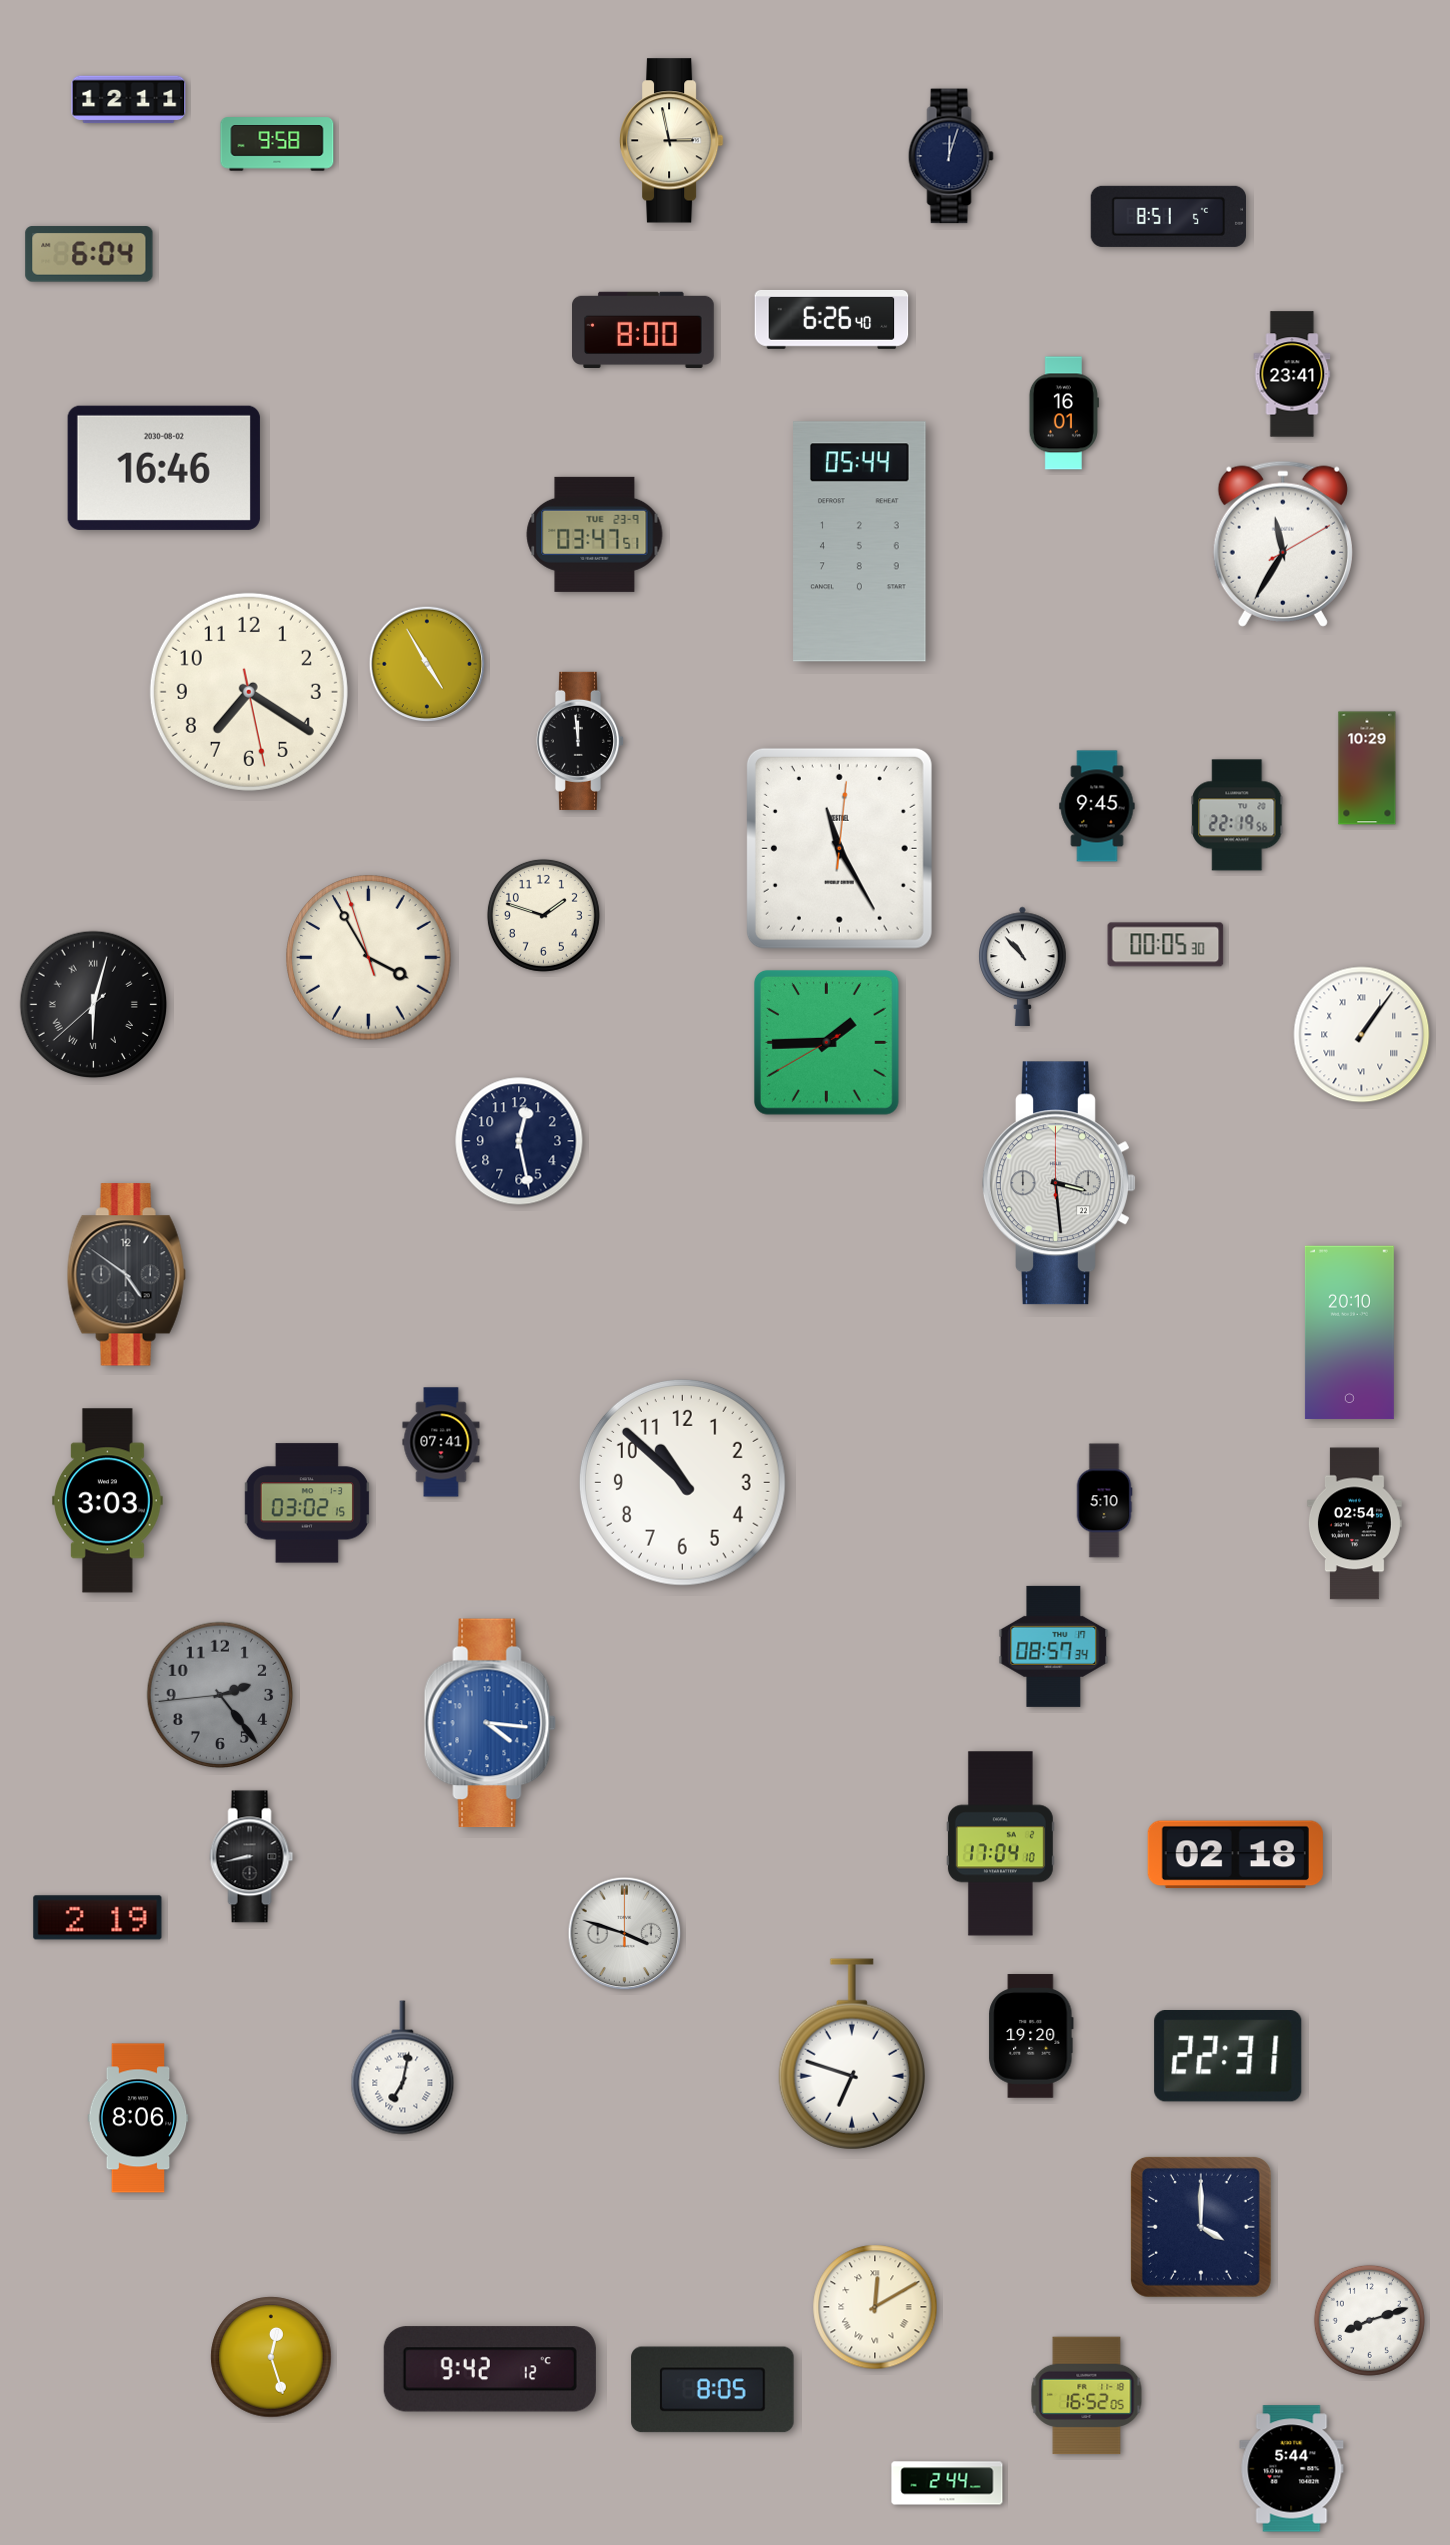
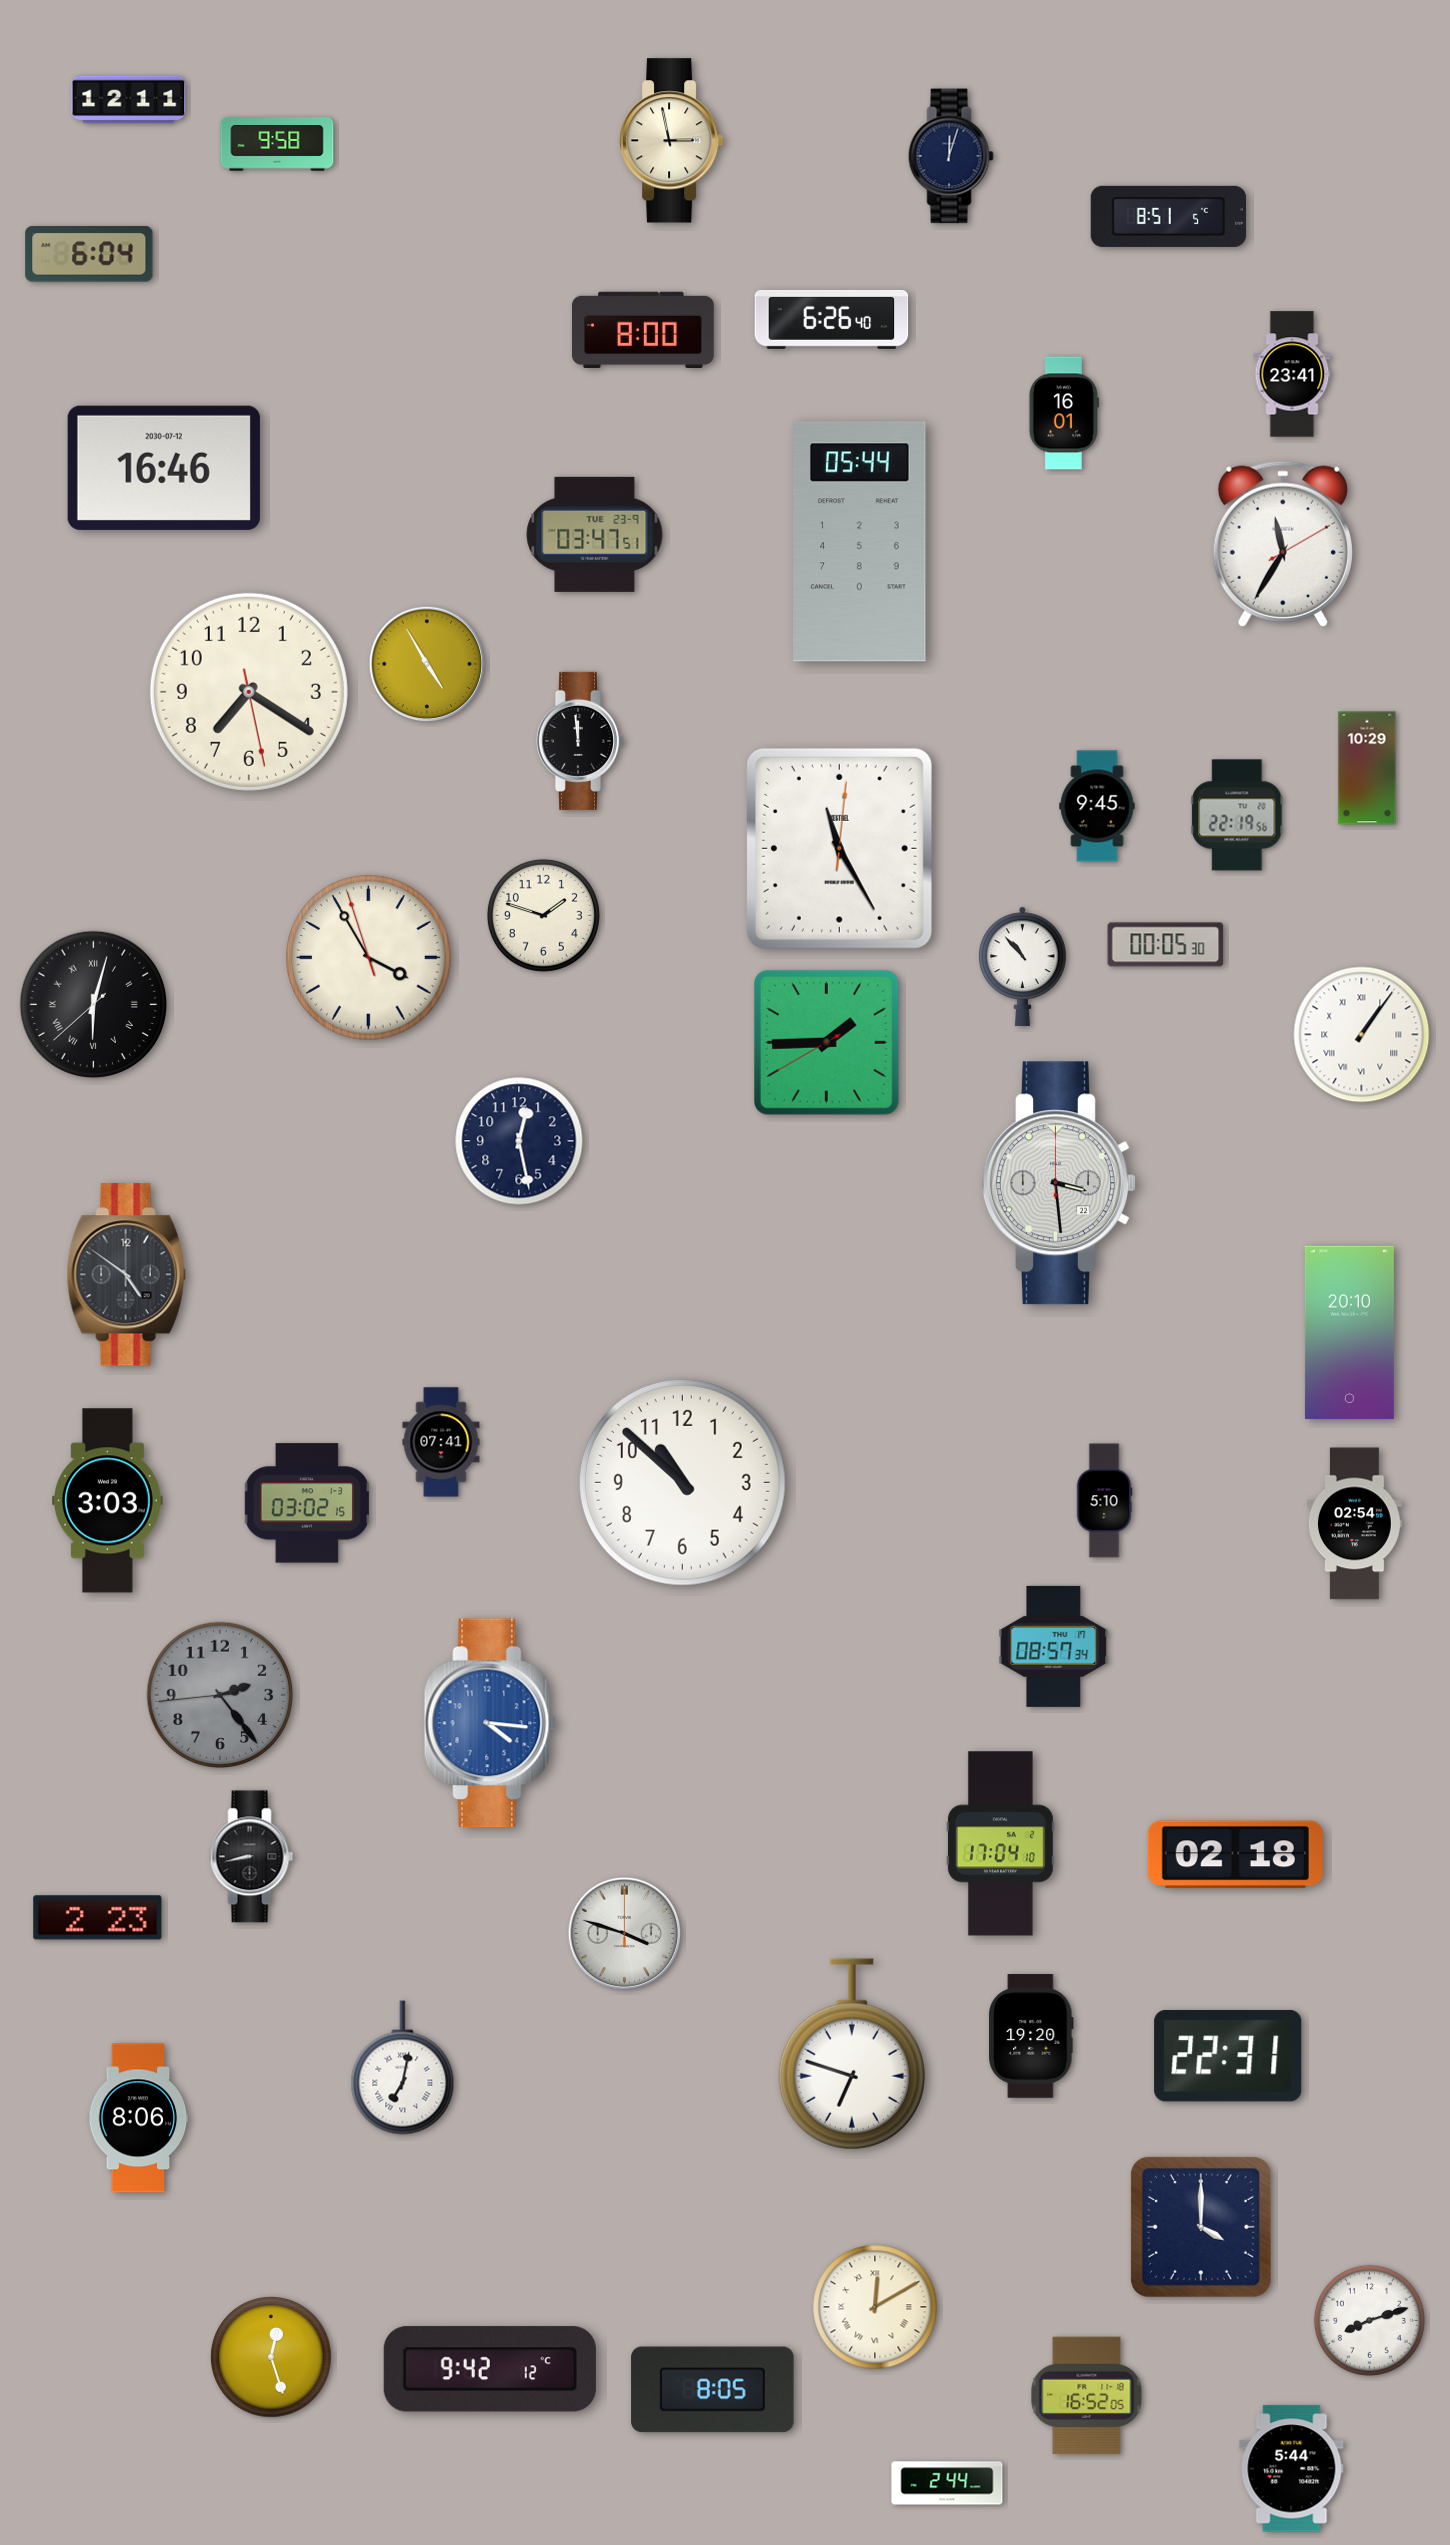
clock at (164, 468) date: 2030-08-02 -> 2030-07-12
clock at (98, 1918): 2:19 -> 2:23
